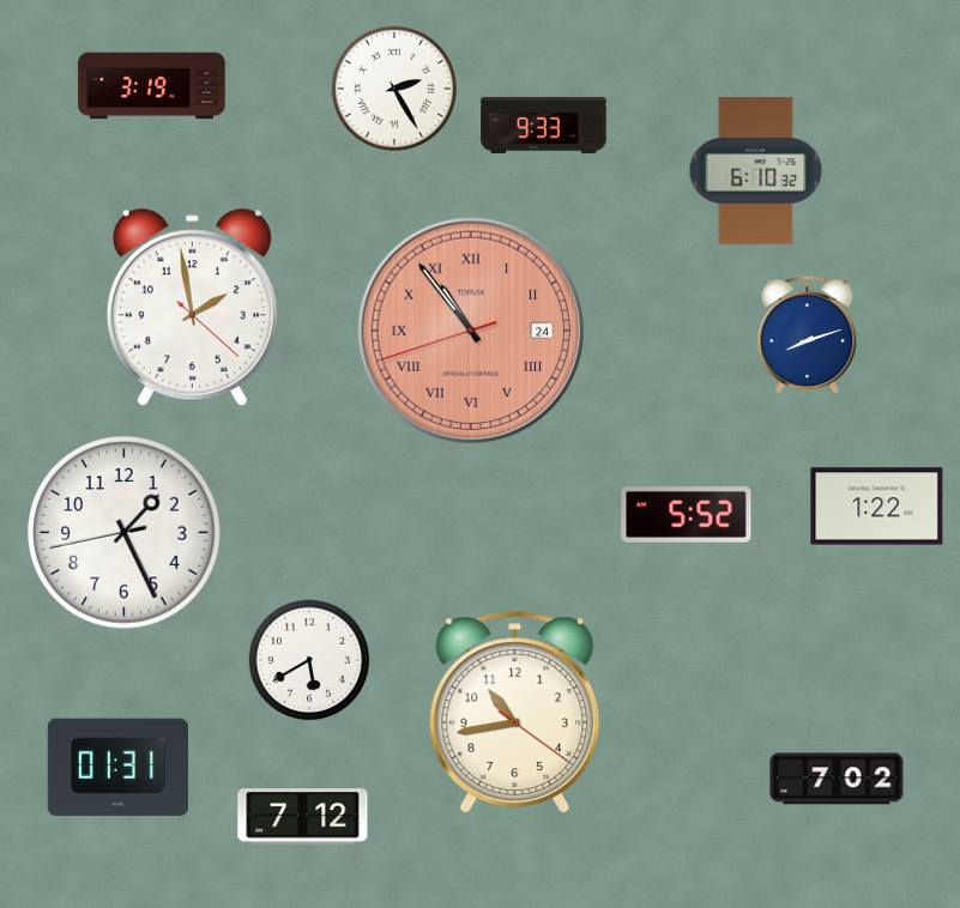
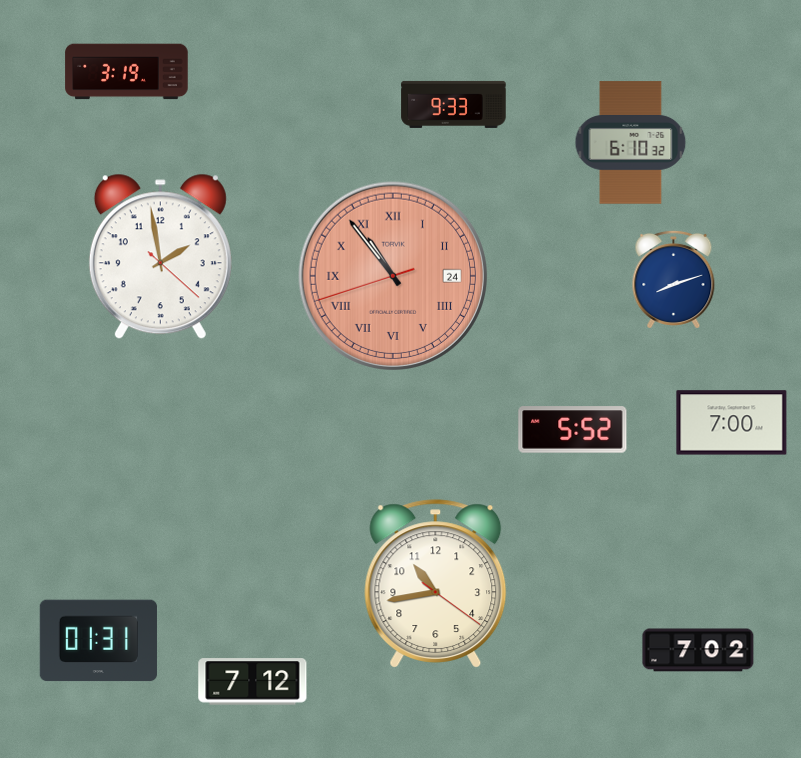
clock at (394, 89): 2:25 -> none
clock at (877, 507): 1:22 -> 7:00
clock at (125, 533): 1:25 -> none
clock at (309, 660): 5:40 -> none
clock at (515, 713) position: (515, 713) -> (436, 584)
